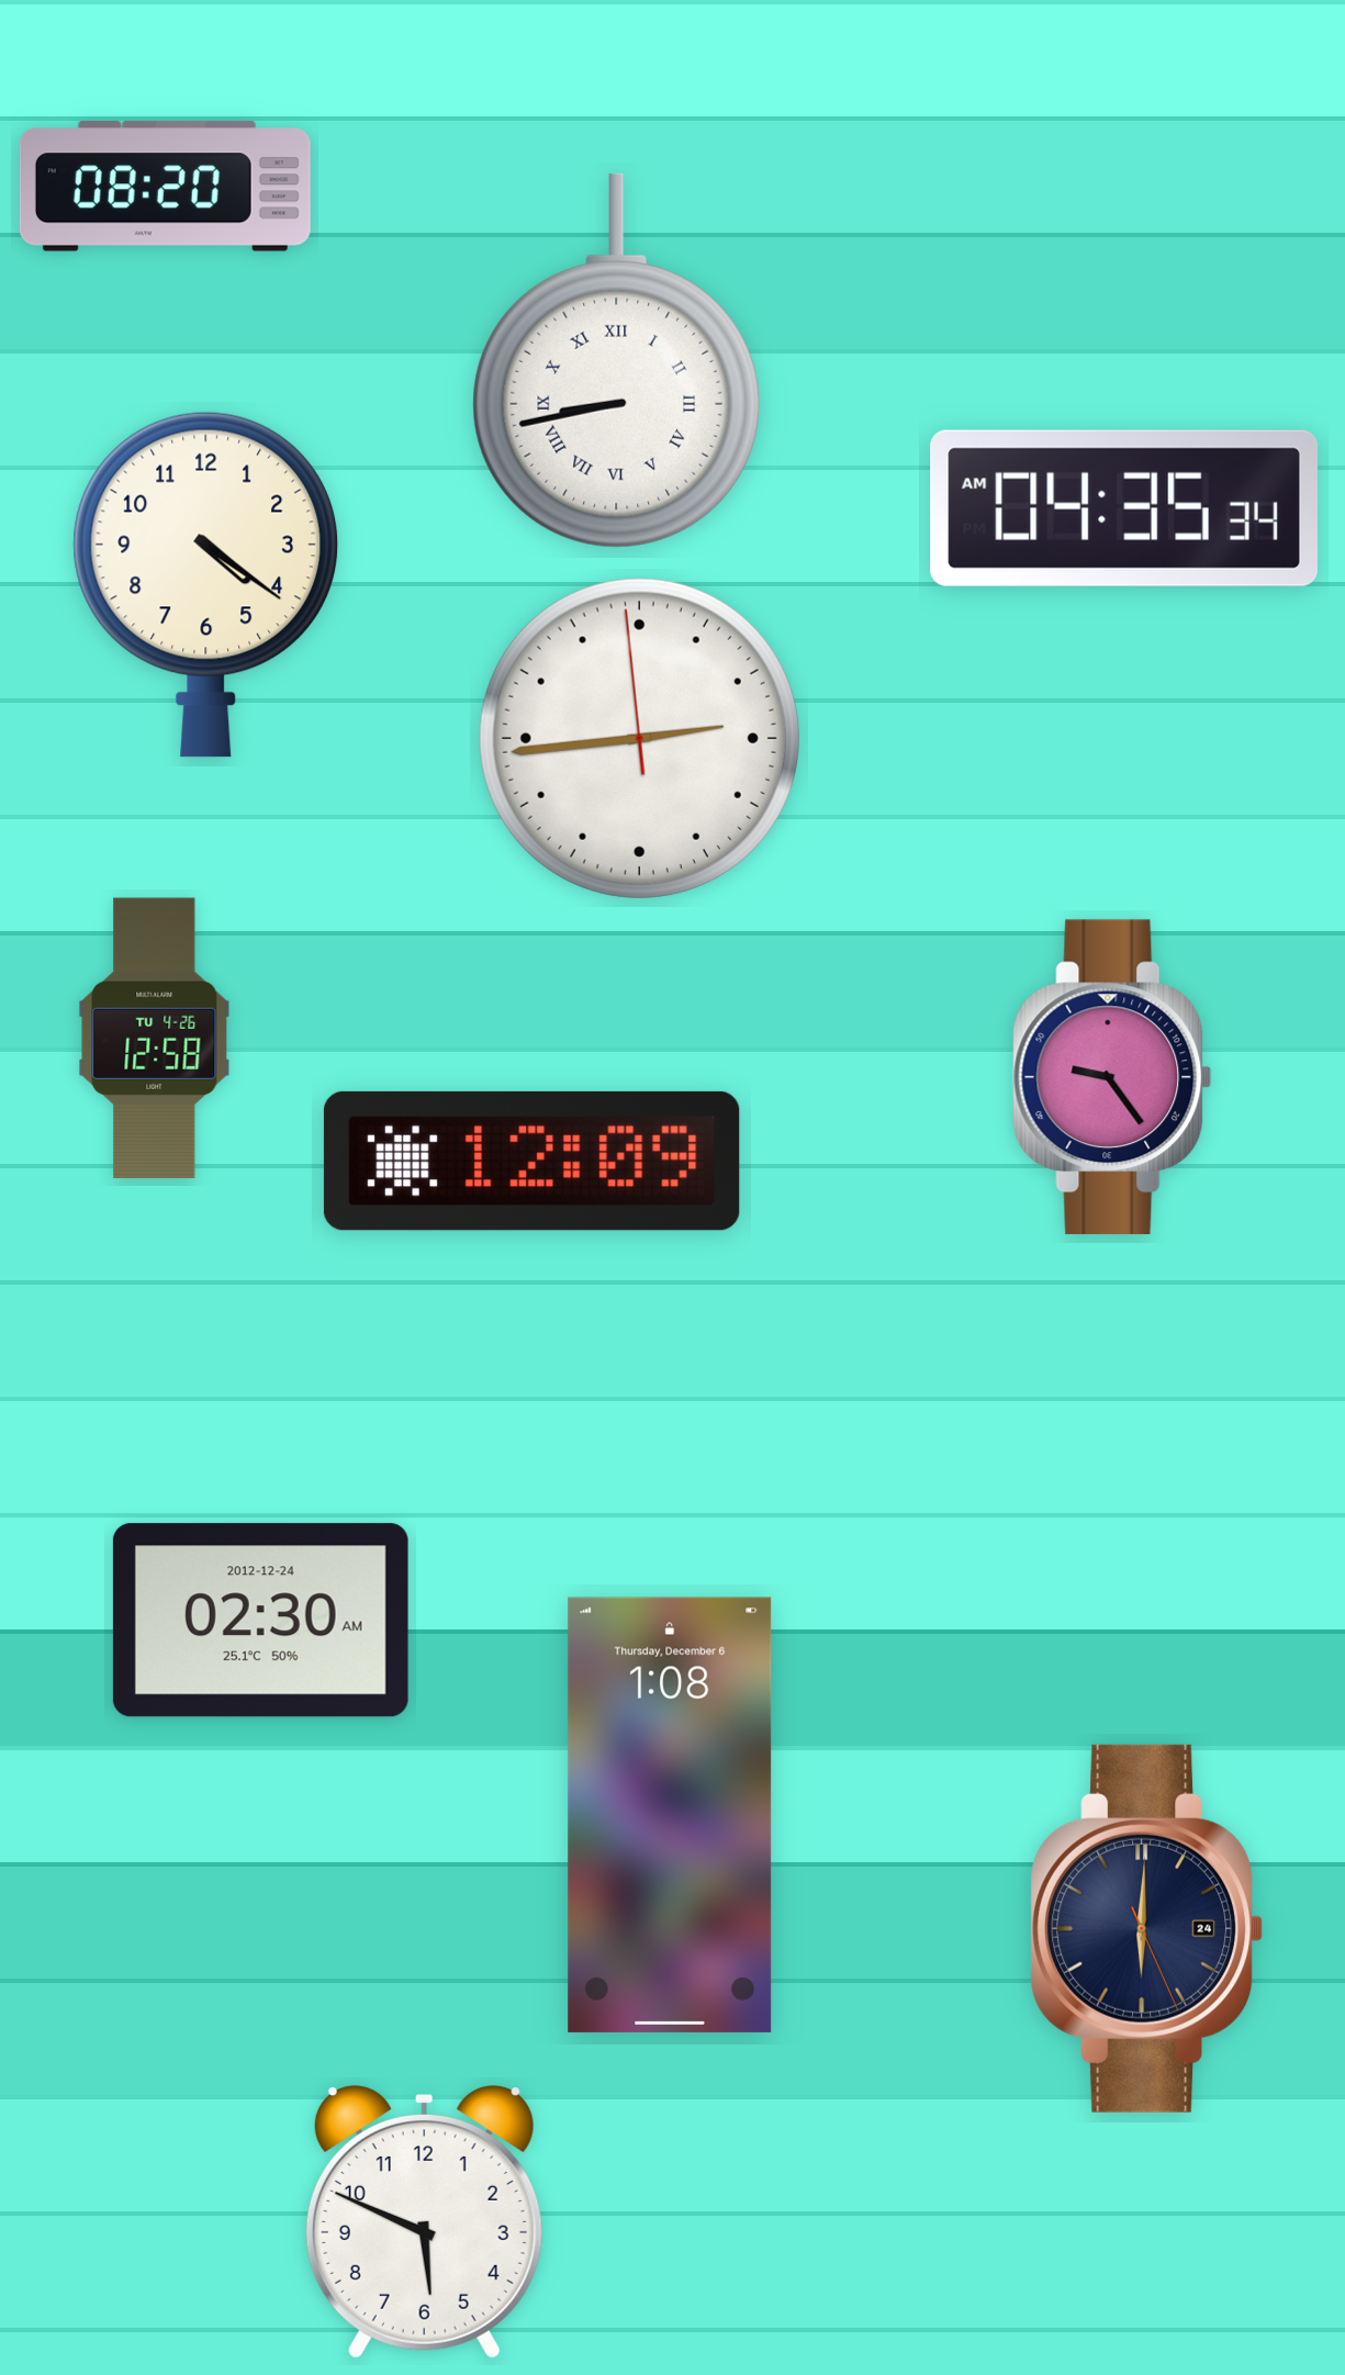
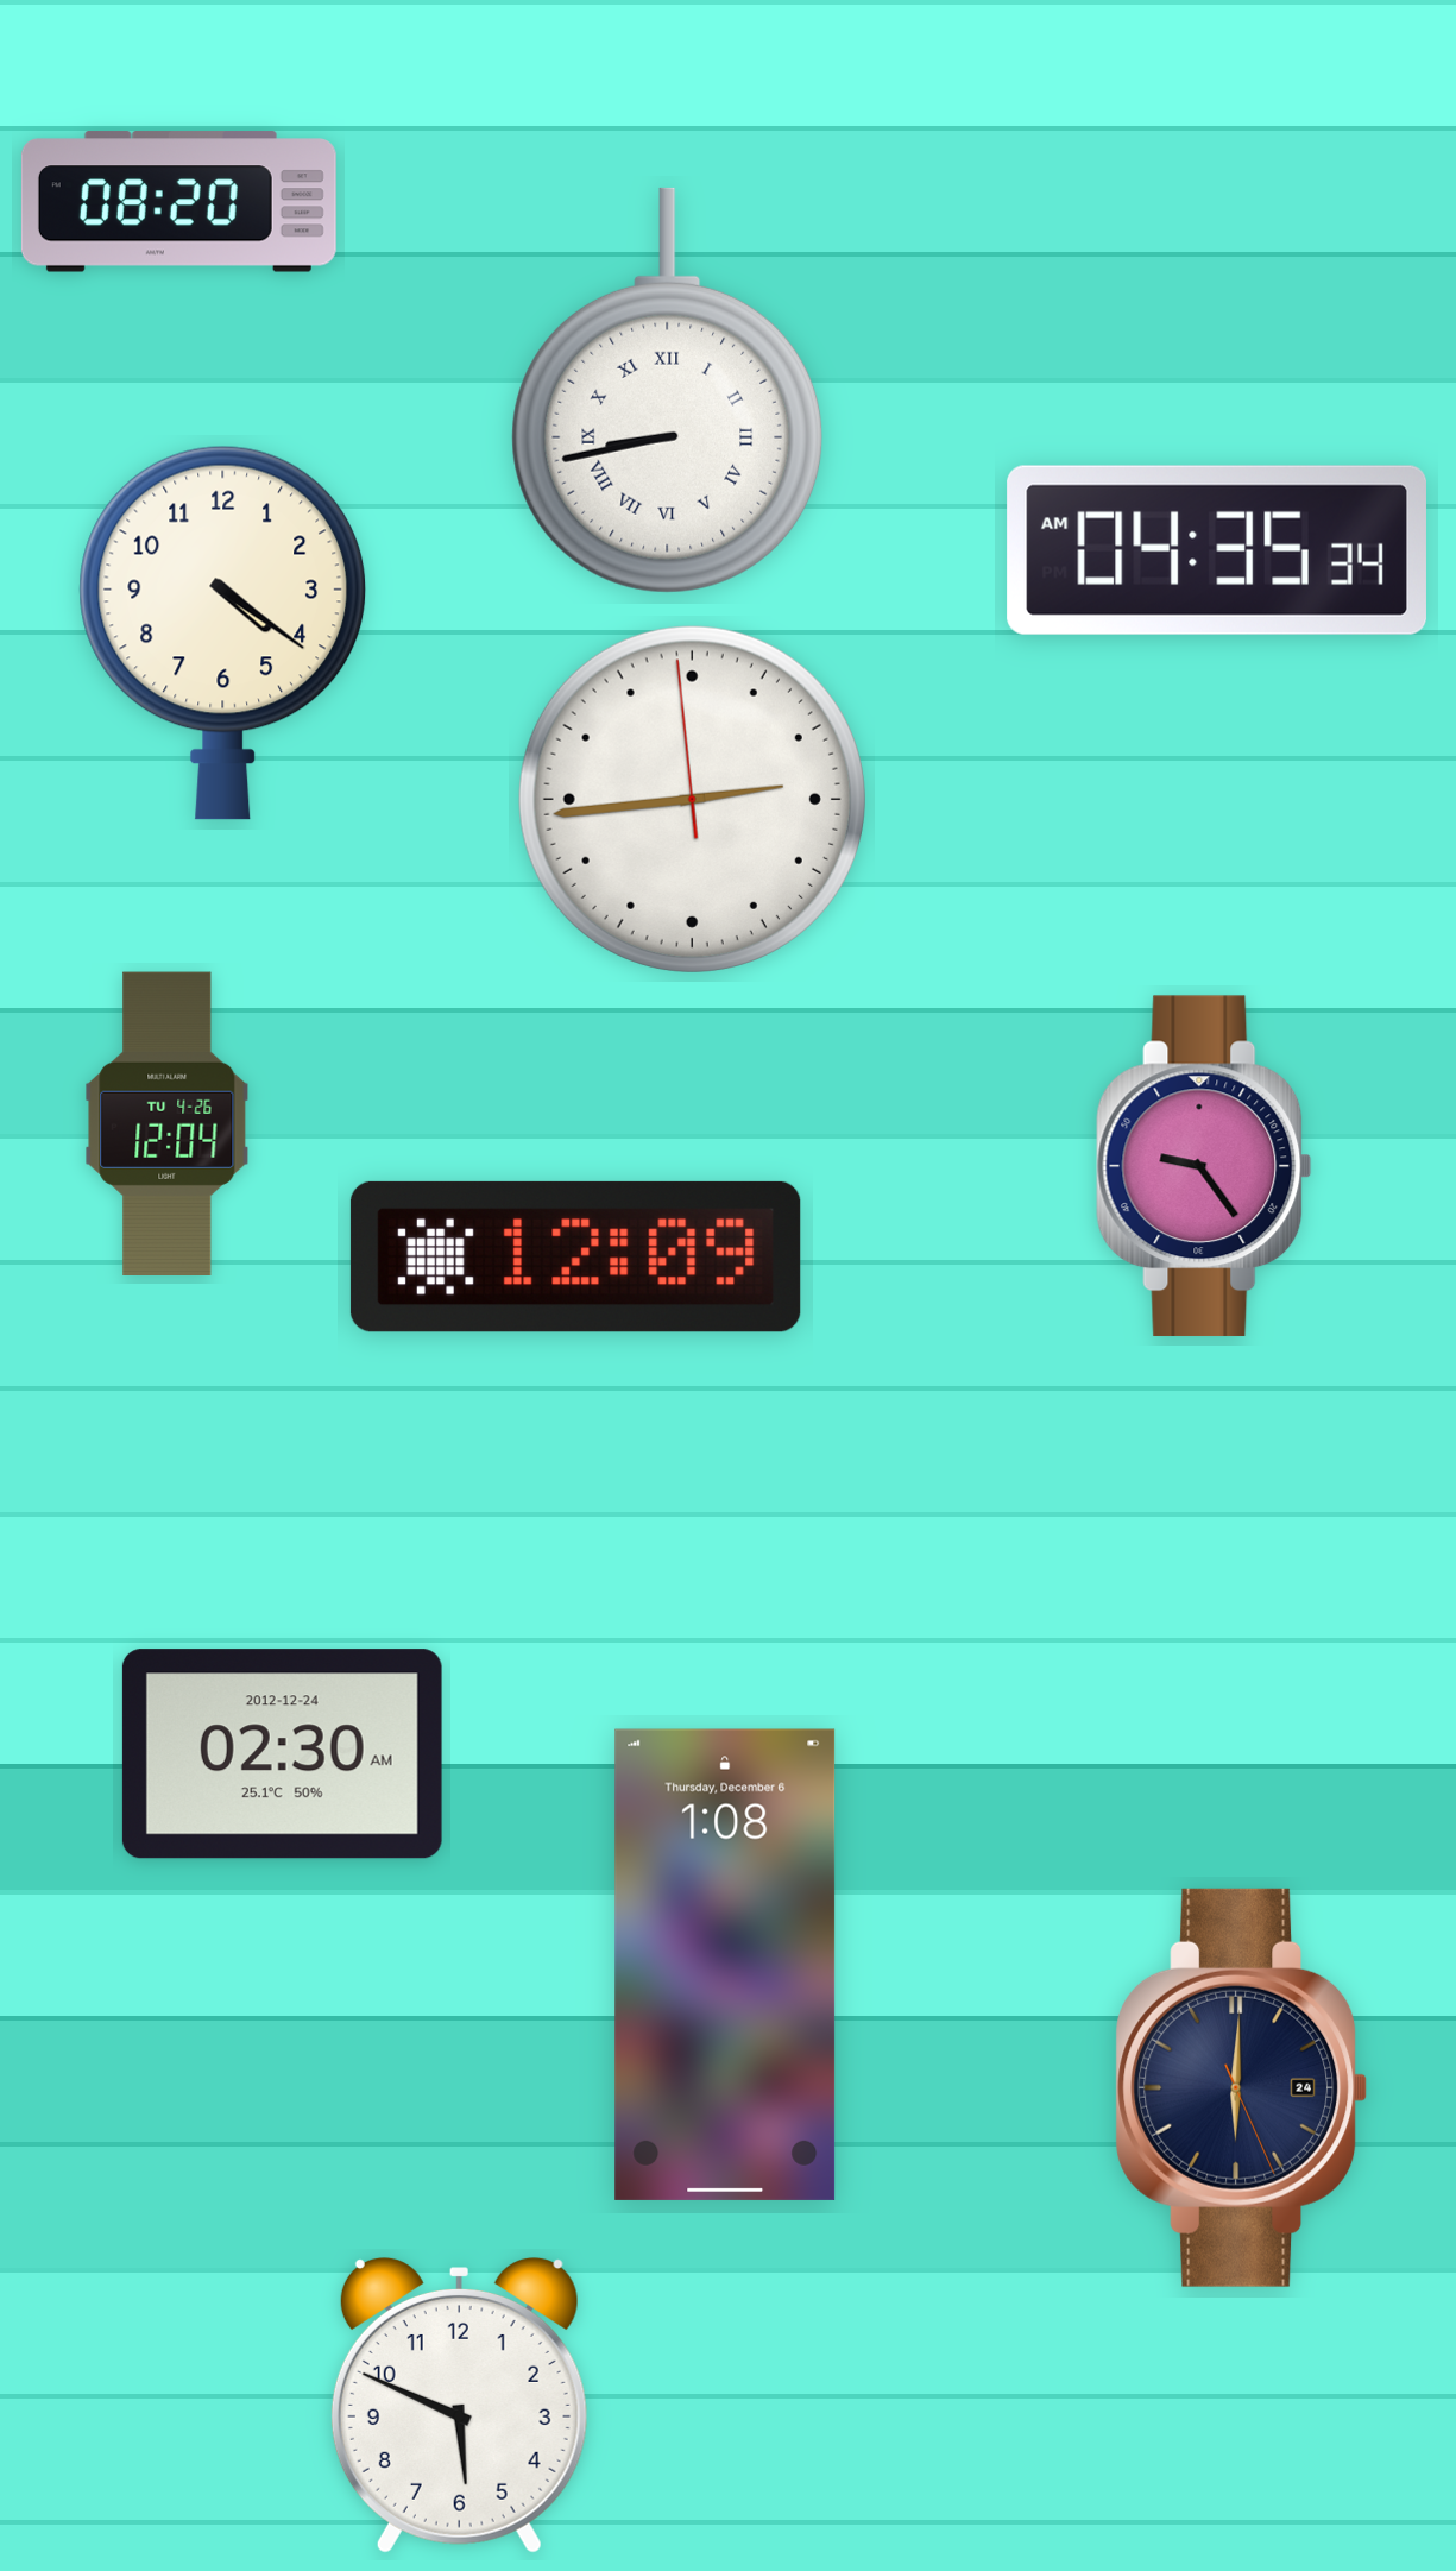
clock at (155, 1038): 12:58 -> 12:04
